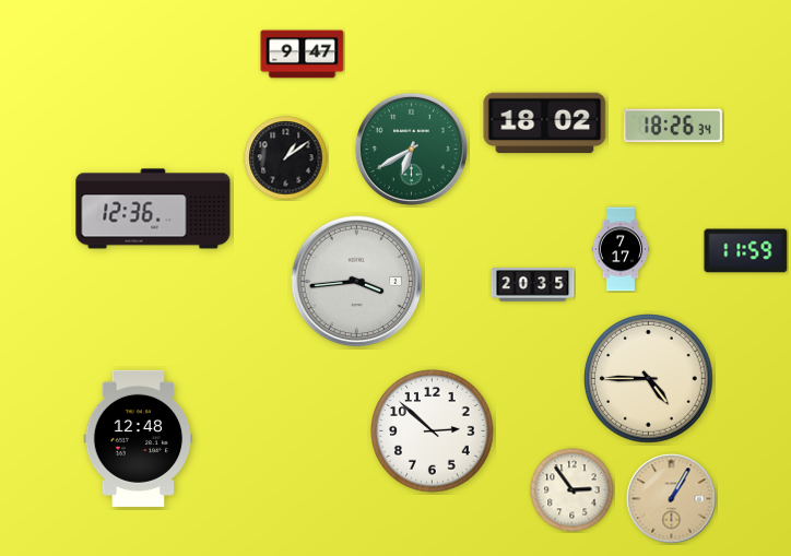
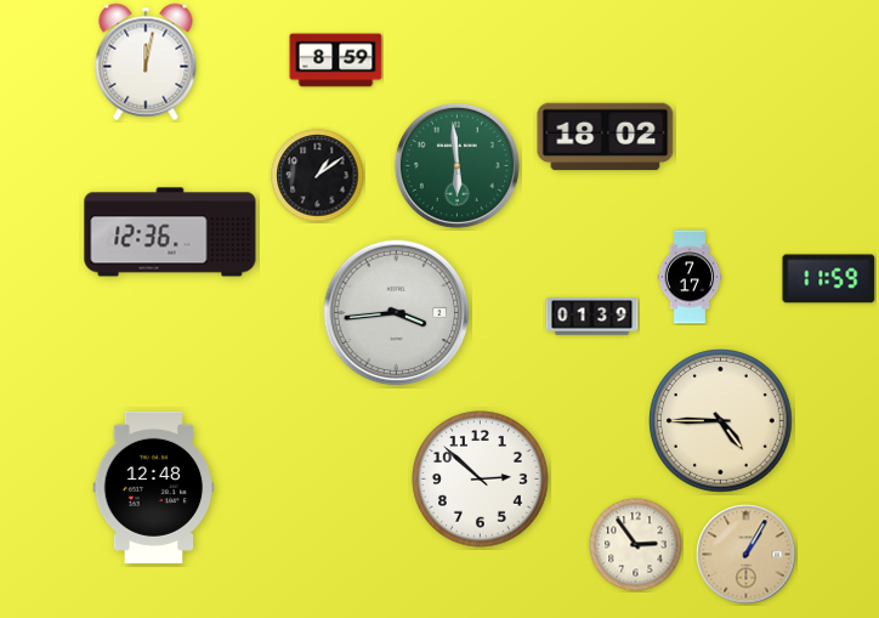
clock at (303, 55): 9:47 -> 8:59
clock at (146, 62): none -> 12:02
clock at (673, 126): 18:26 -> none
clock at (411, 149): 6:40 -> 5:59
clock at (533, 285): 20:35 -> 01:39
